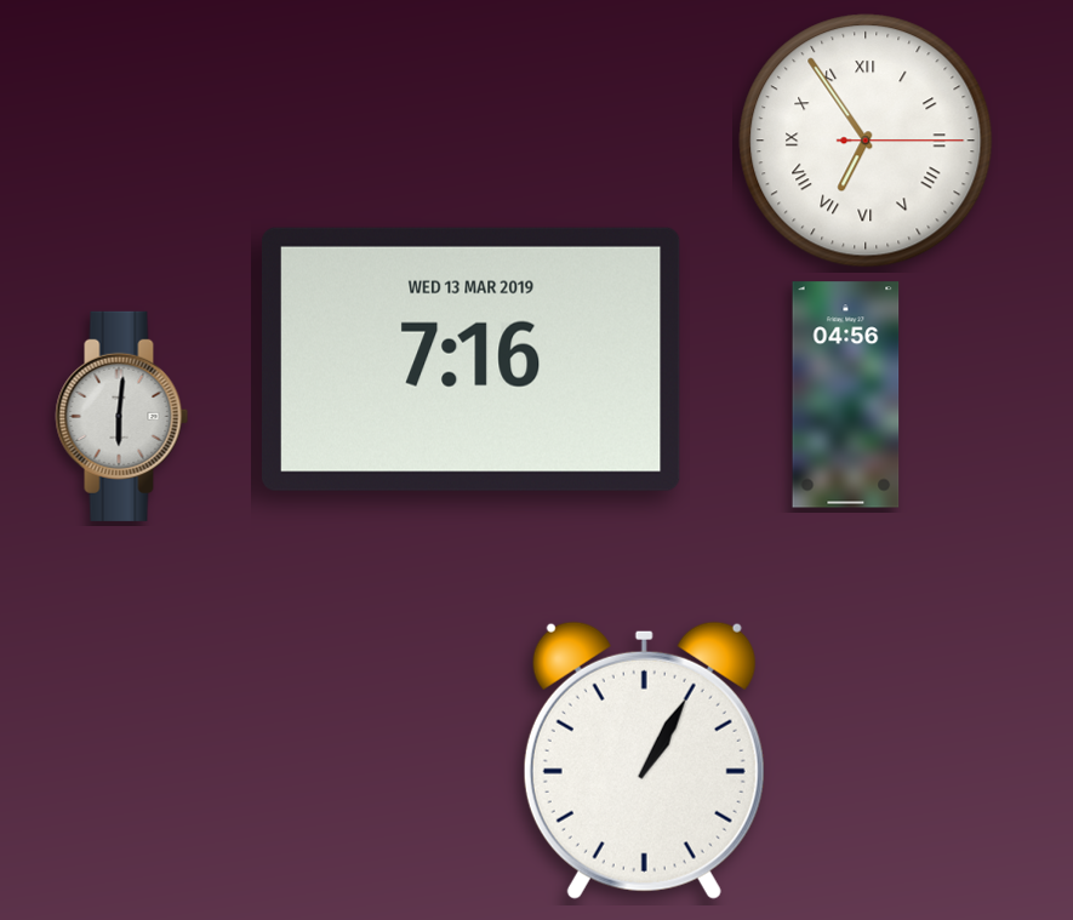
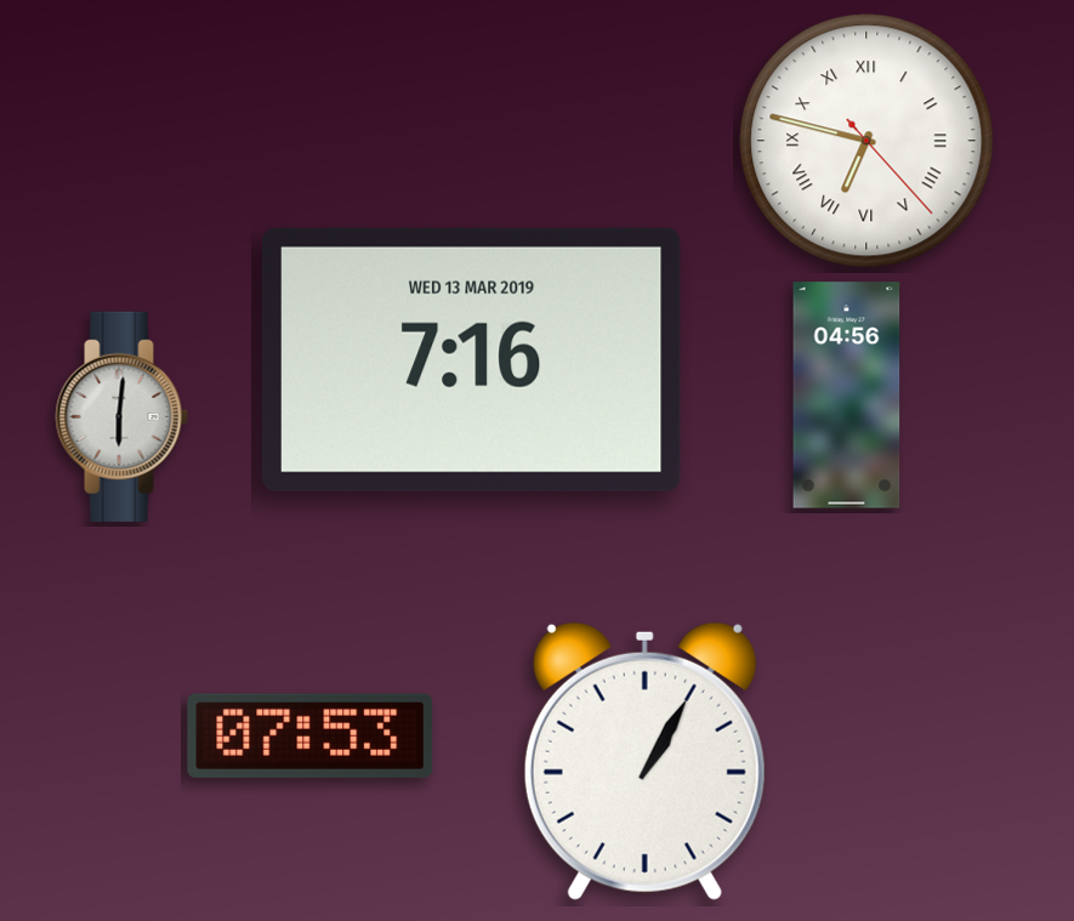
clock at (866, 141): 6:54 -> 6:47
clock at (311, 735): none -> 07:53
